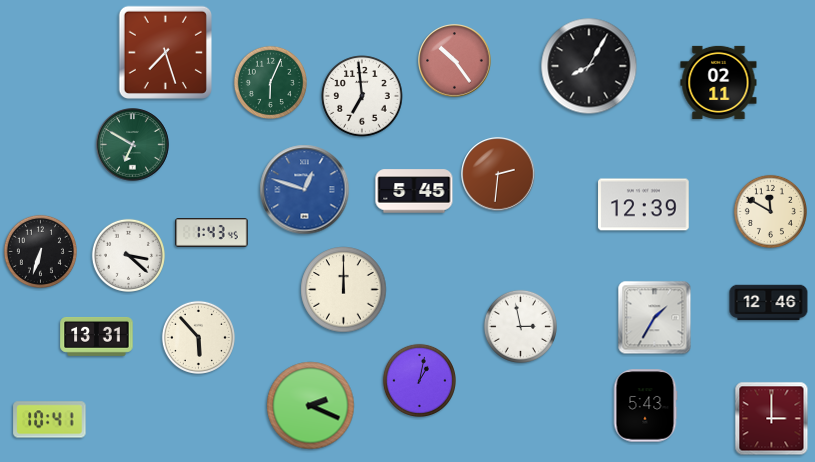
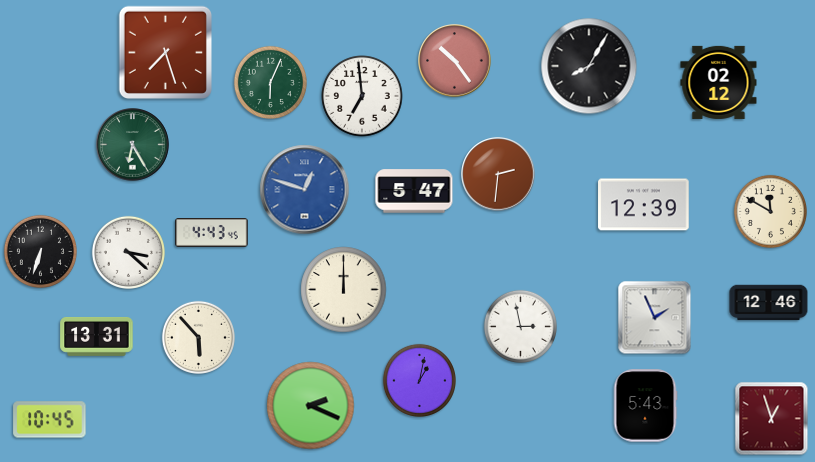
clock at (719, 82): 02:11 -> 02:12
clock at (133, 145): 6:50 -> 6:25
clock at (414, 191): 5:45 -> 5:47
clock at (212, 233): 1:43 -> 4:43
clock at (128, 255) position: (128, 255) -> (128, 252)
clock at (655, 318): 1:35 -> 1:56
clock at (772, 419): 3:00 -> 12:57
clock at (50, 420): 10:41 -> 10:45
